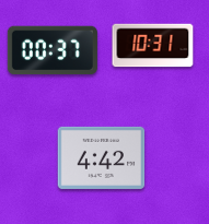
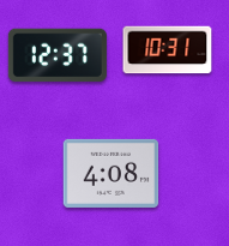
clock at (53, 50): 00:37 -> 12:37
clock at (102, 157): 4:42 -> 4:08
